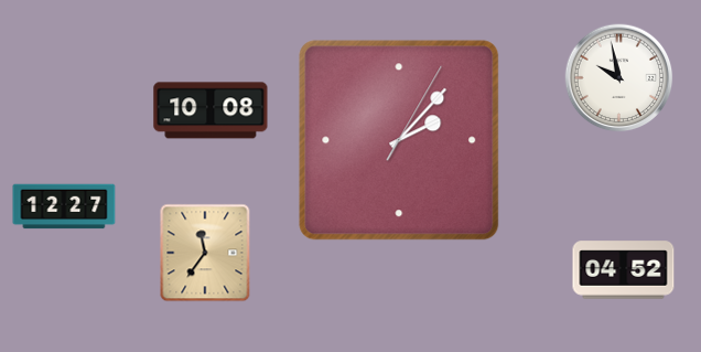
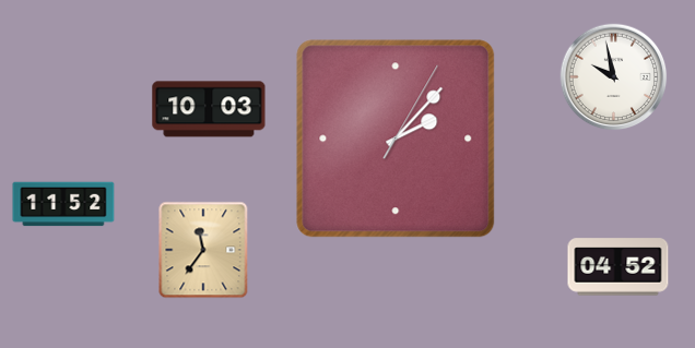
clock at (211, 110): 10:08 -> 10:03
clock at (64, 206): 12:27 -> 11:52
